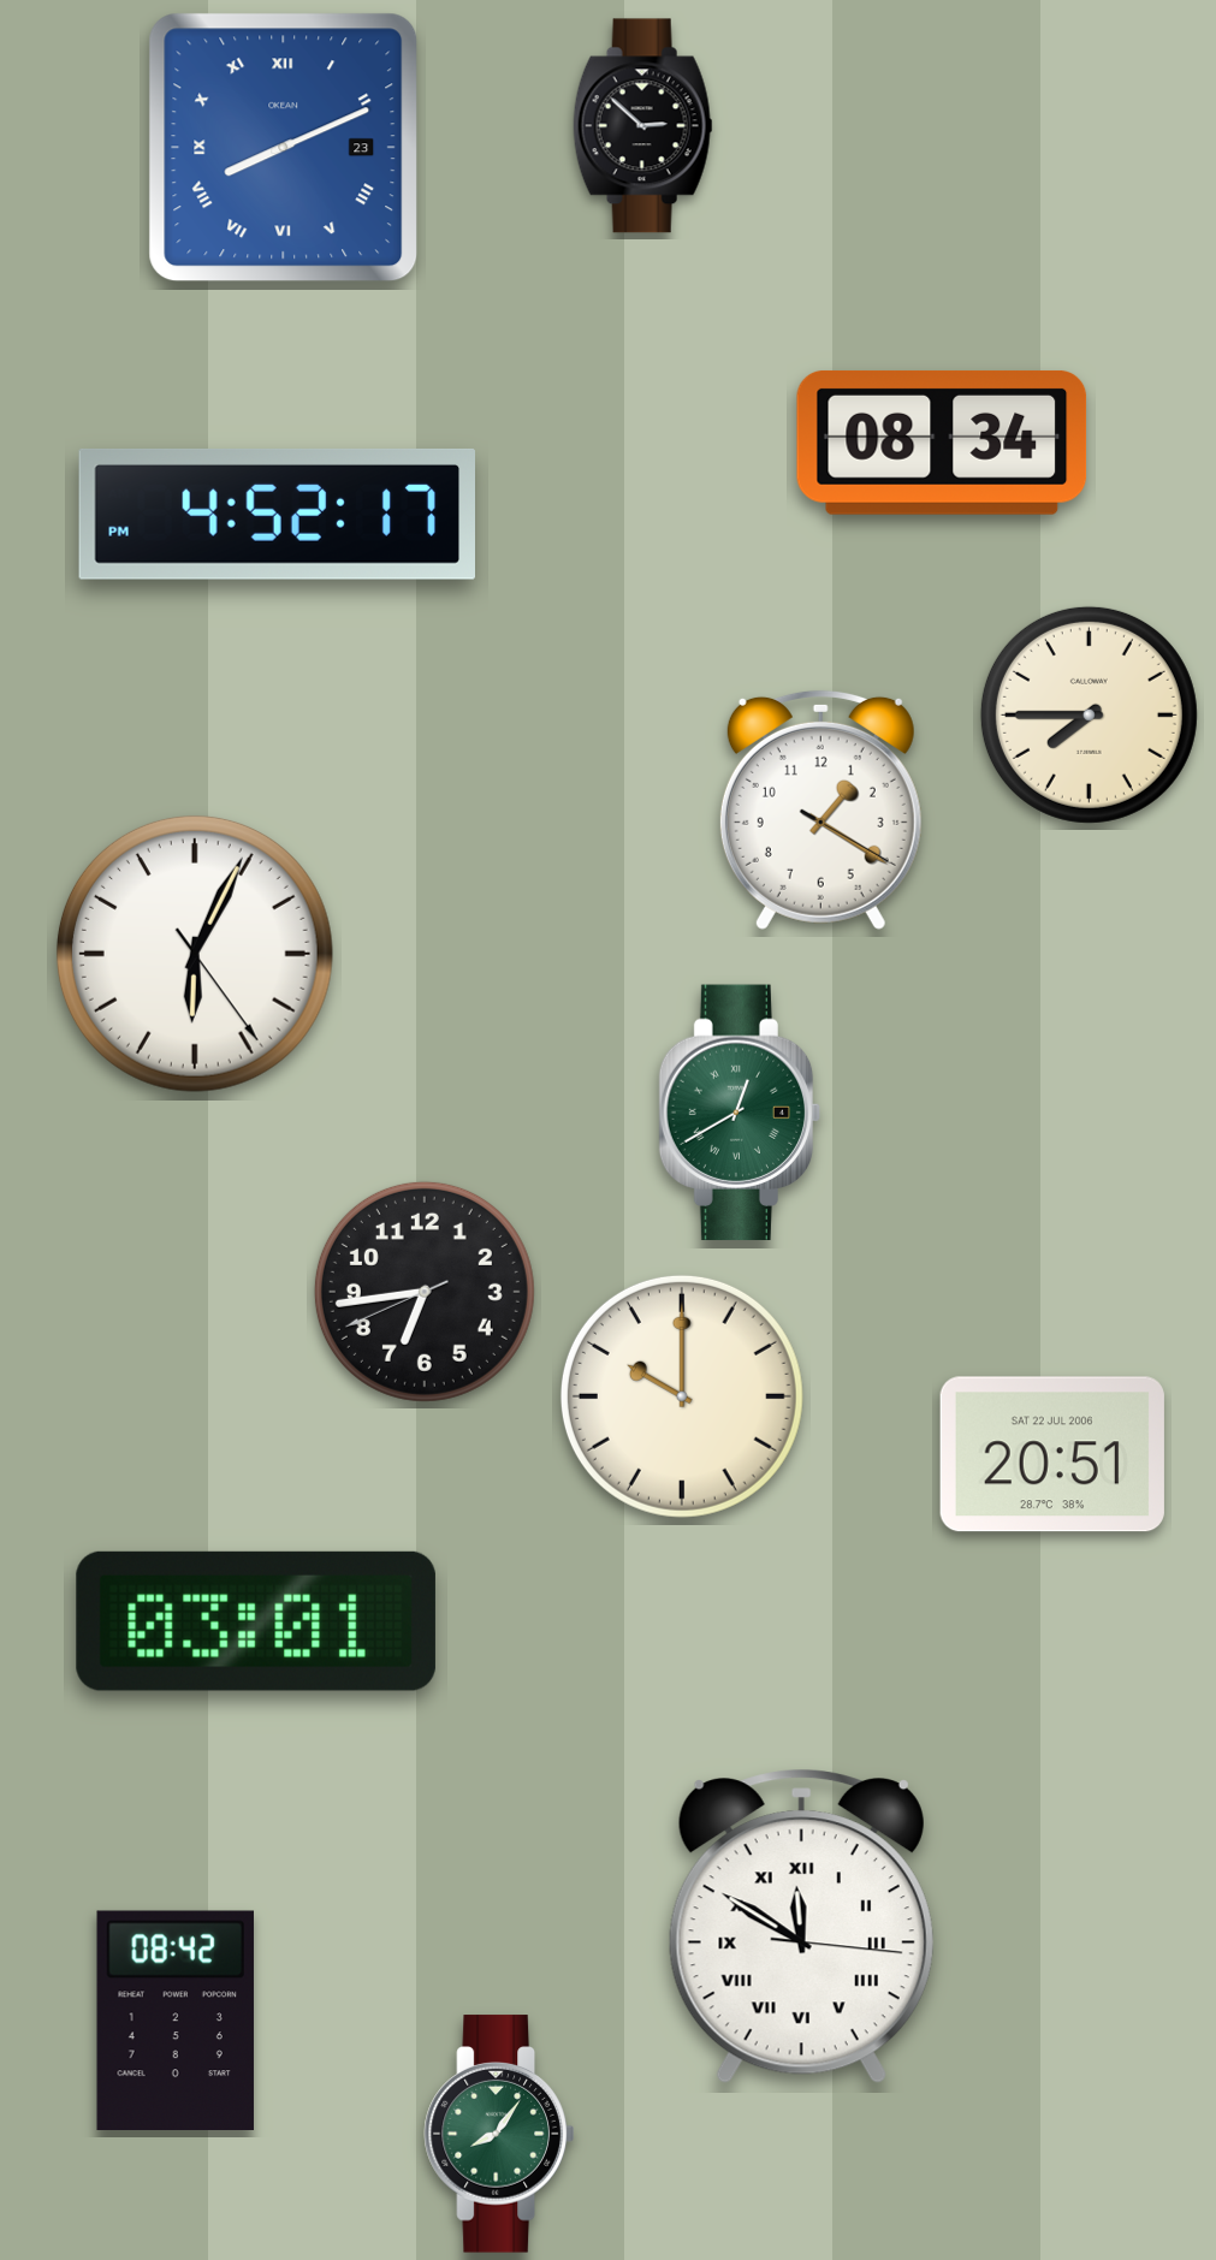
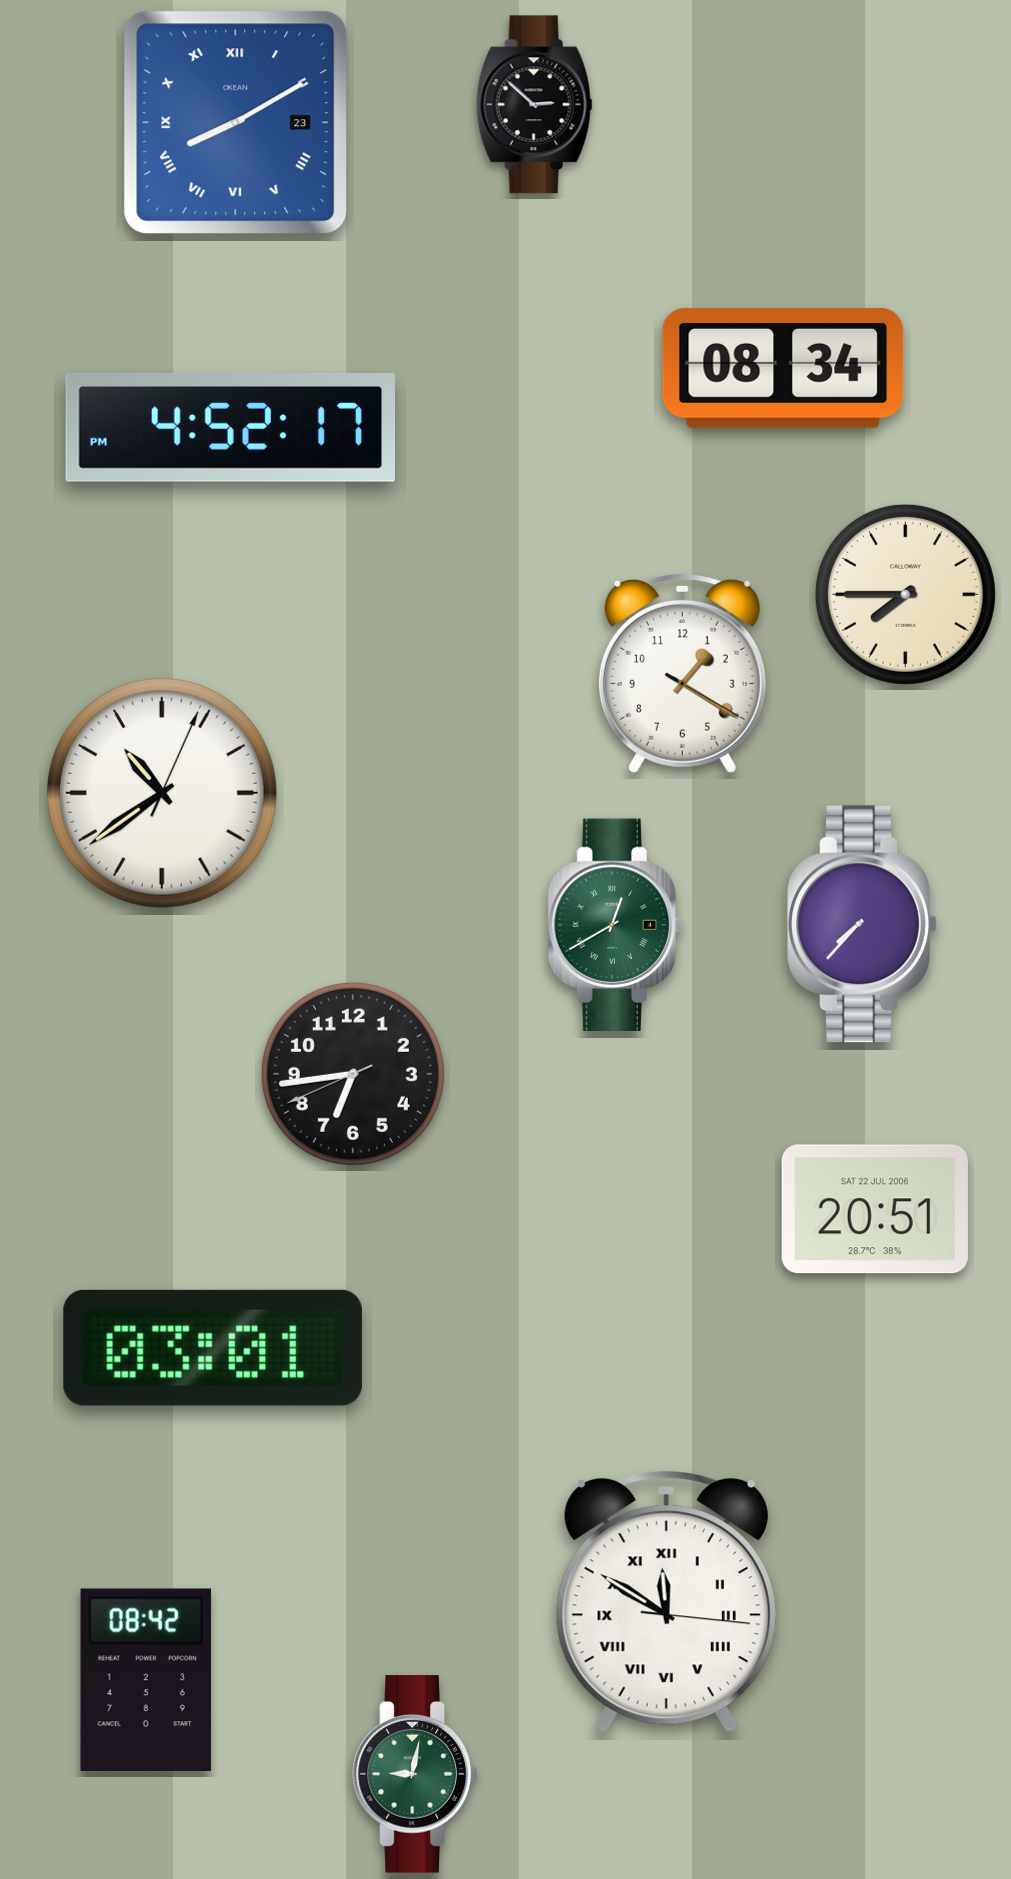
clock at (284, 148): 8:11 -> 8:10
clock at (195, 954): 6:04 -> 10:39
clock at (862, 924): none -> 7:37
clock at (682, 1396): 10:00 -> none
clock at (499, 2134): 8:06 -> 9:02
